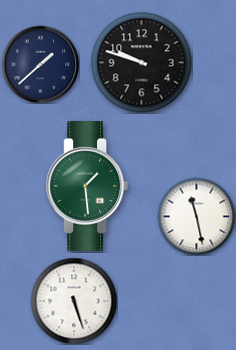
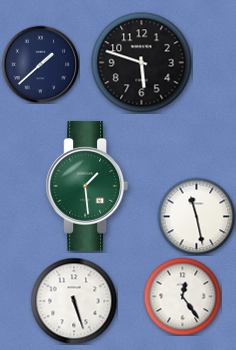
clock at (142, 63): 9:48 -> 5:48
clock at (182, 296): none -> 12:24
